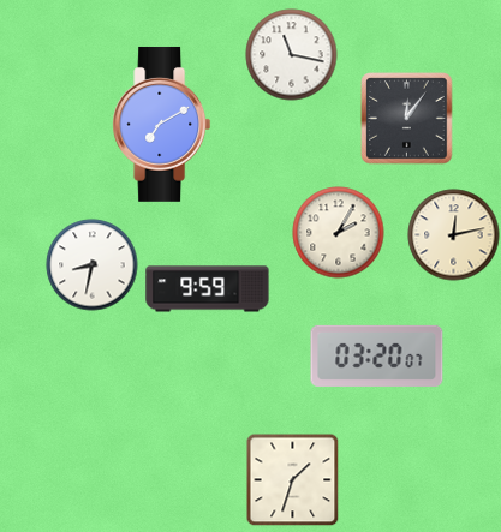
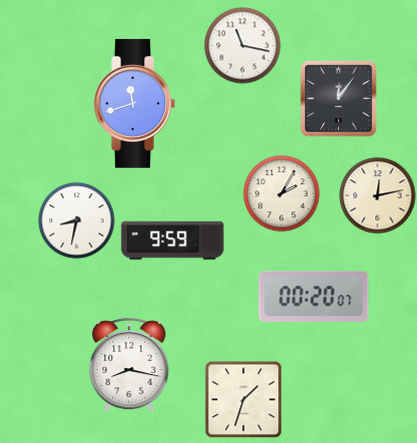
clock at (162, 124): 7:10 -> 11:42
clock at (377, 355): 03:20 -> 00:20
clock at (129, 365): none -> 8:17
